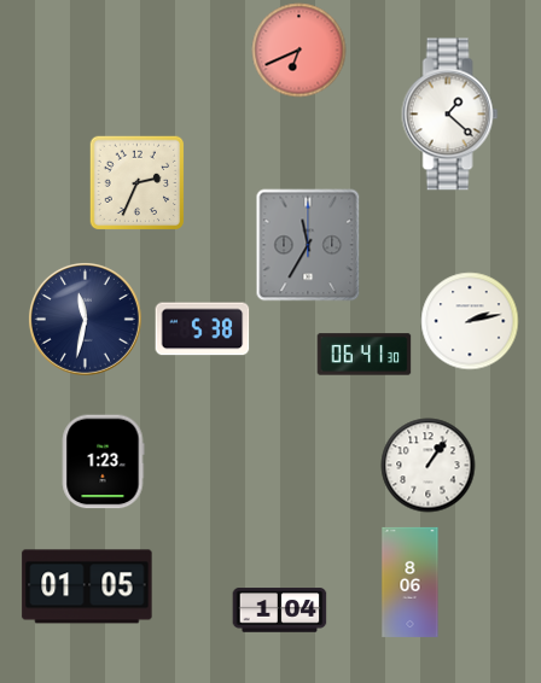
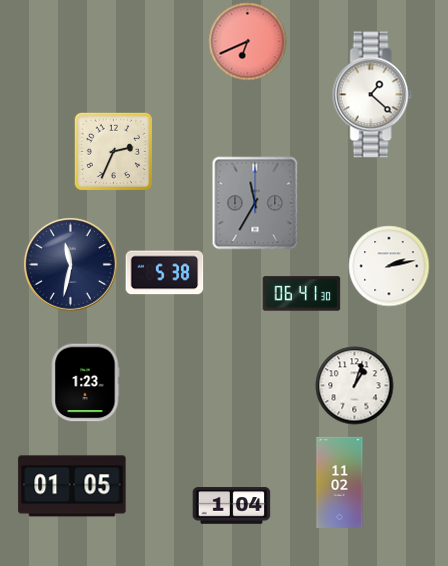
clock at (202, 329) position: (202, 329) -> (164, 273)
clock at (427, 465): 1:06 -> 1:03
clock at (411, 582): 8:06 -> 11:02
